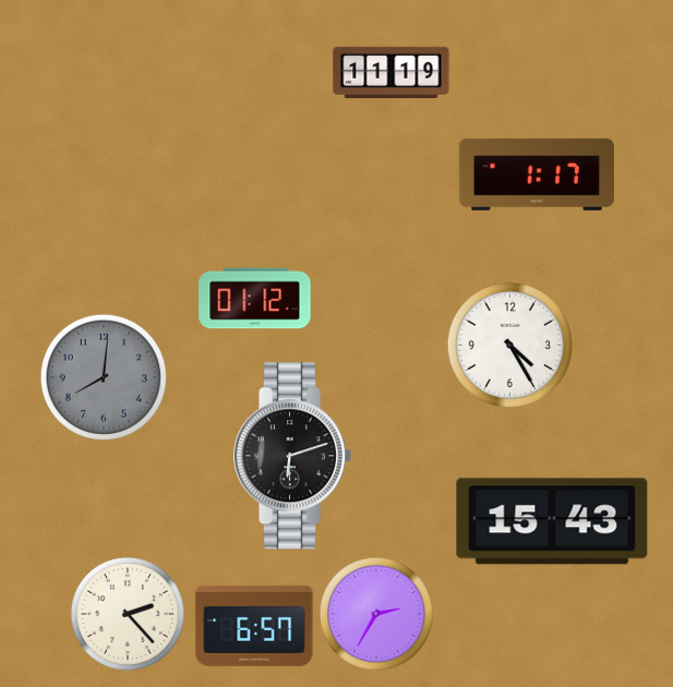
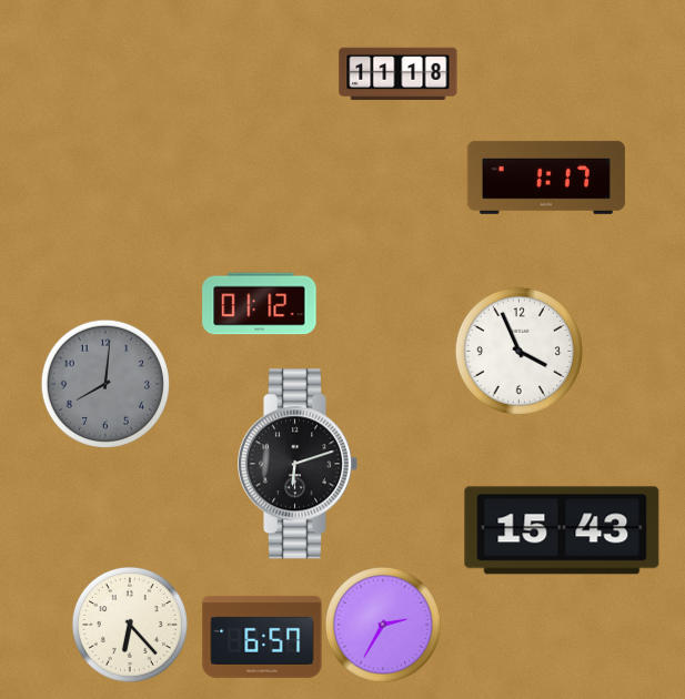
clock at (392, 72): 11:19 -> 11:18
clock at (509, 345): 4:25 -> 3:56
clock at (128, 614): 2:23 -> 6:23
clock at (254, 626) position: (254, 626) -> (262, 637)
